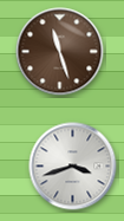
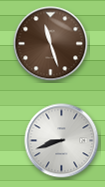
clock at (73, 167): 3:42 -> 8:42
